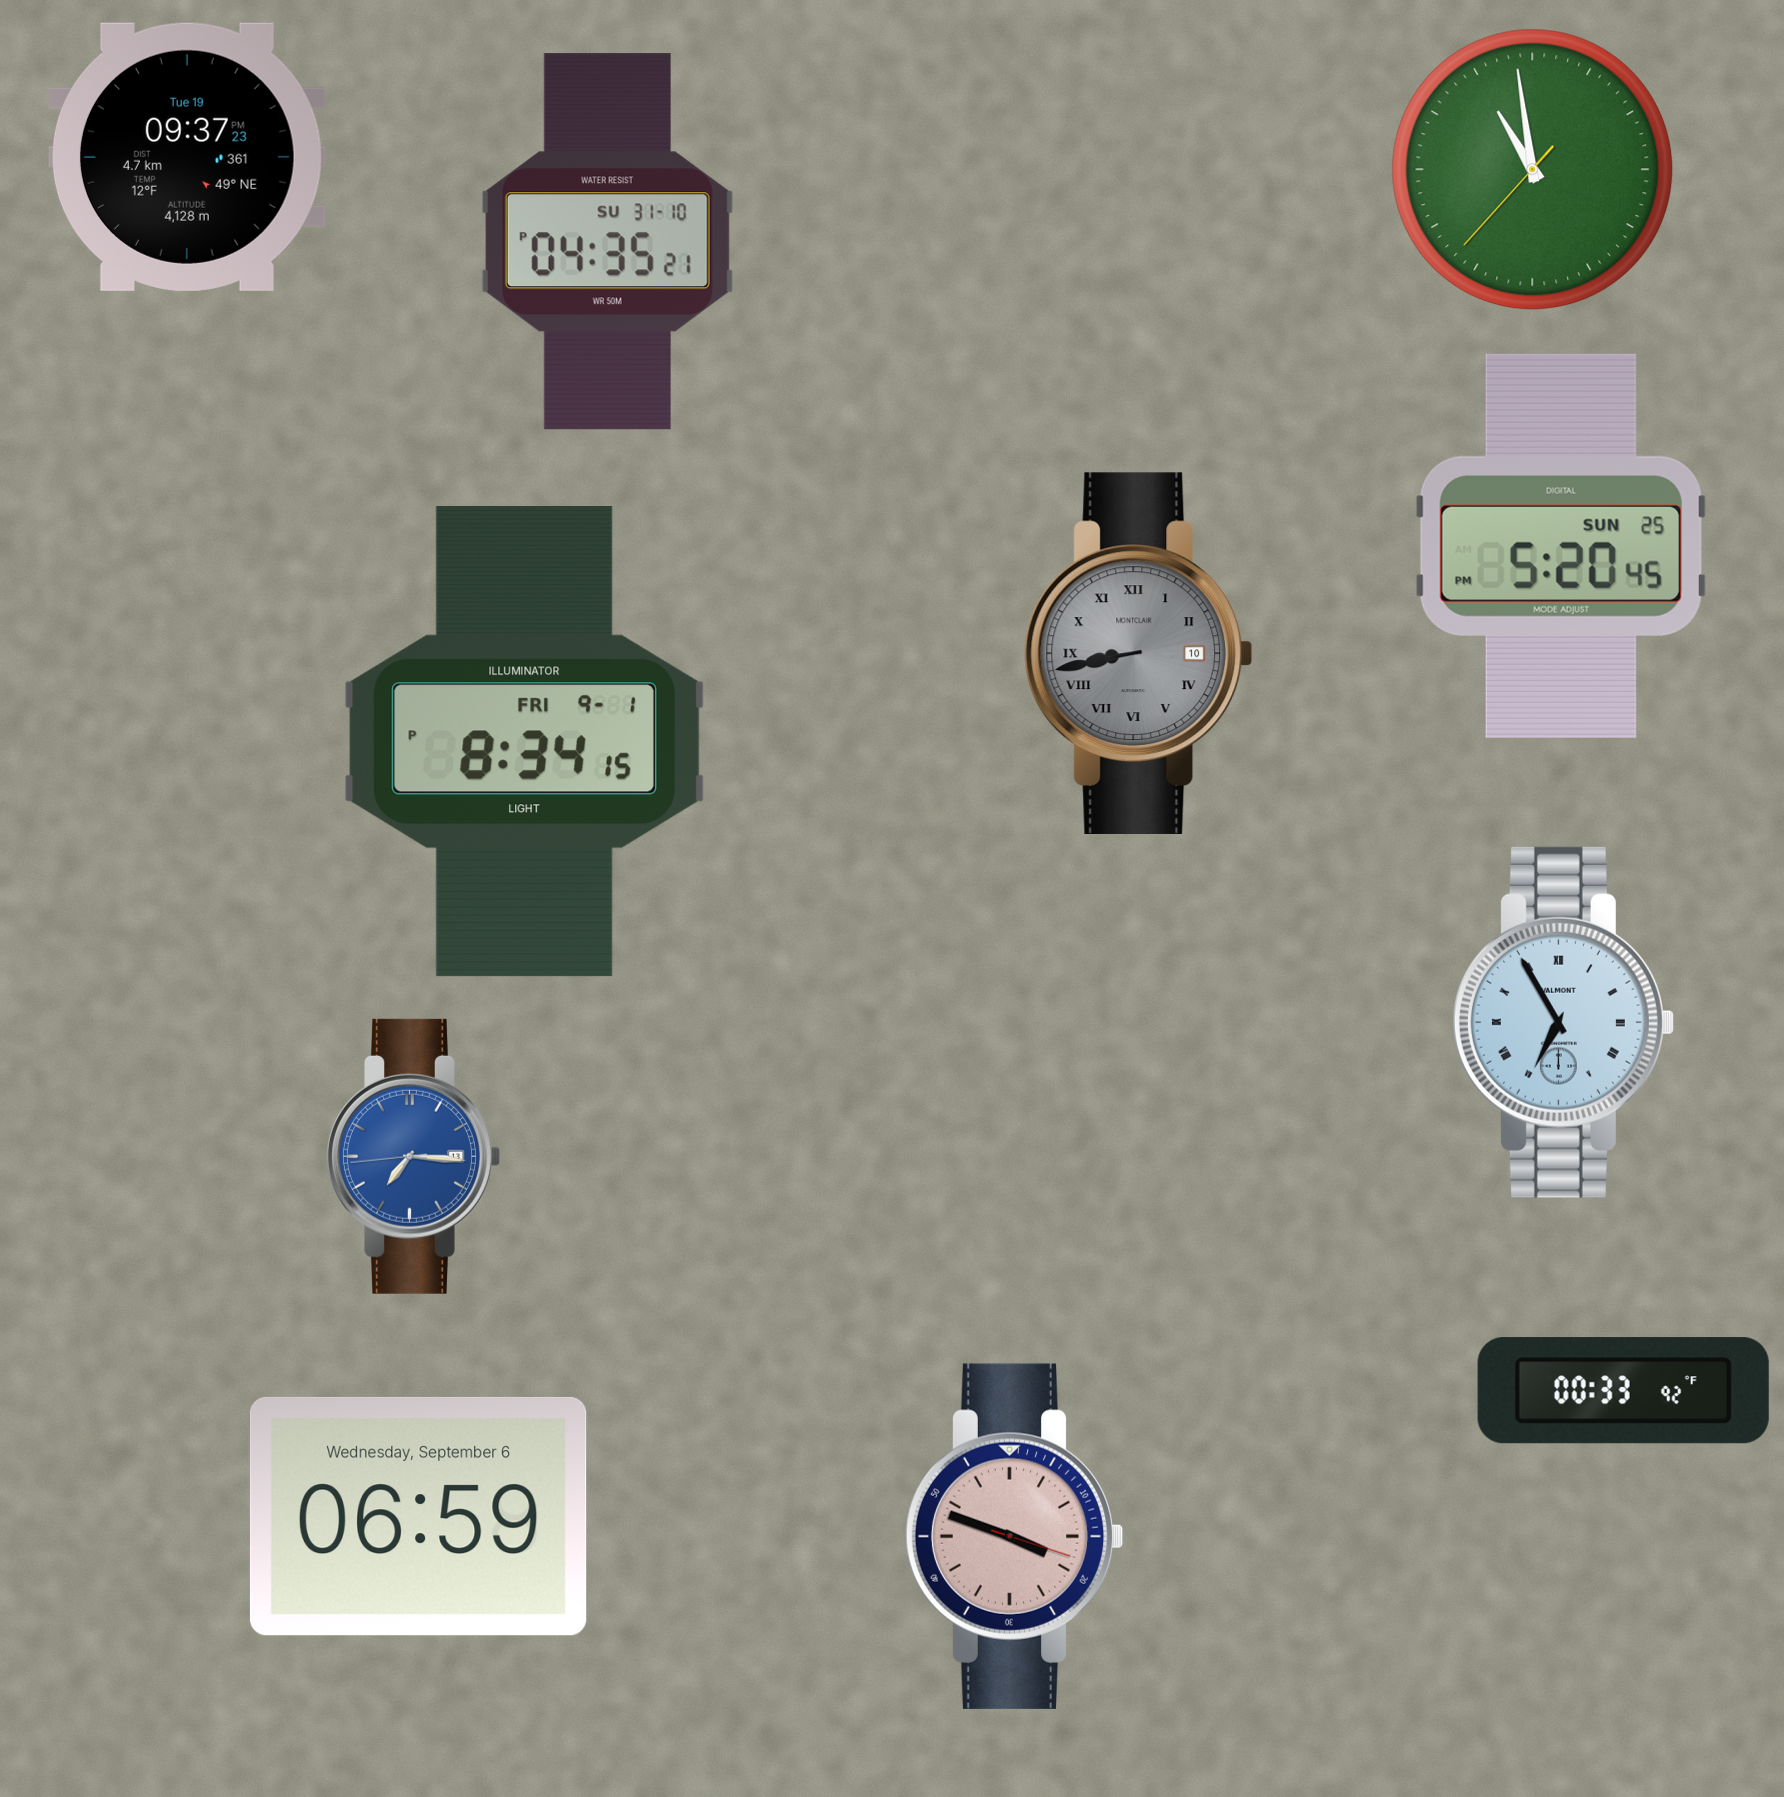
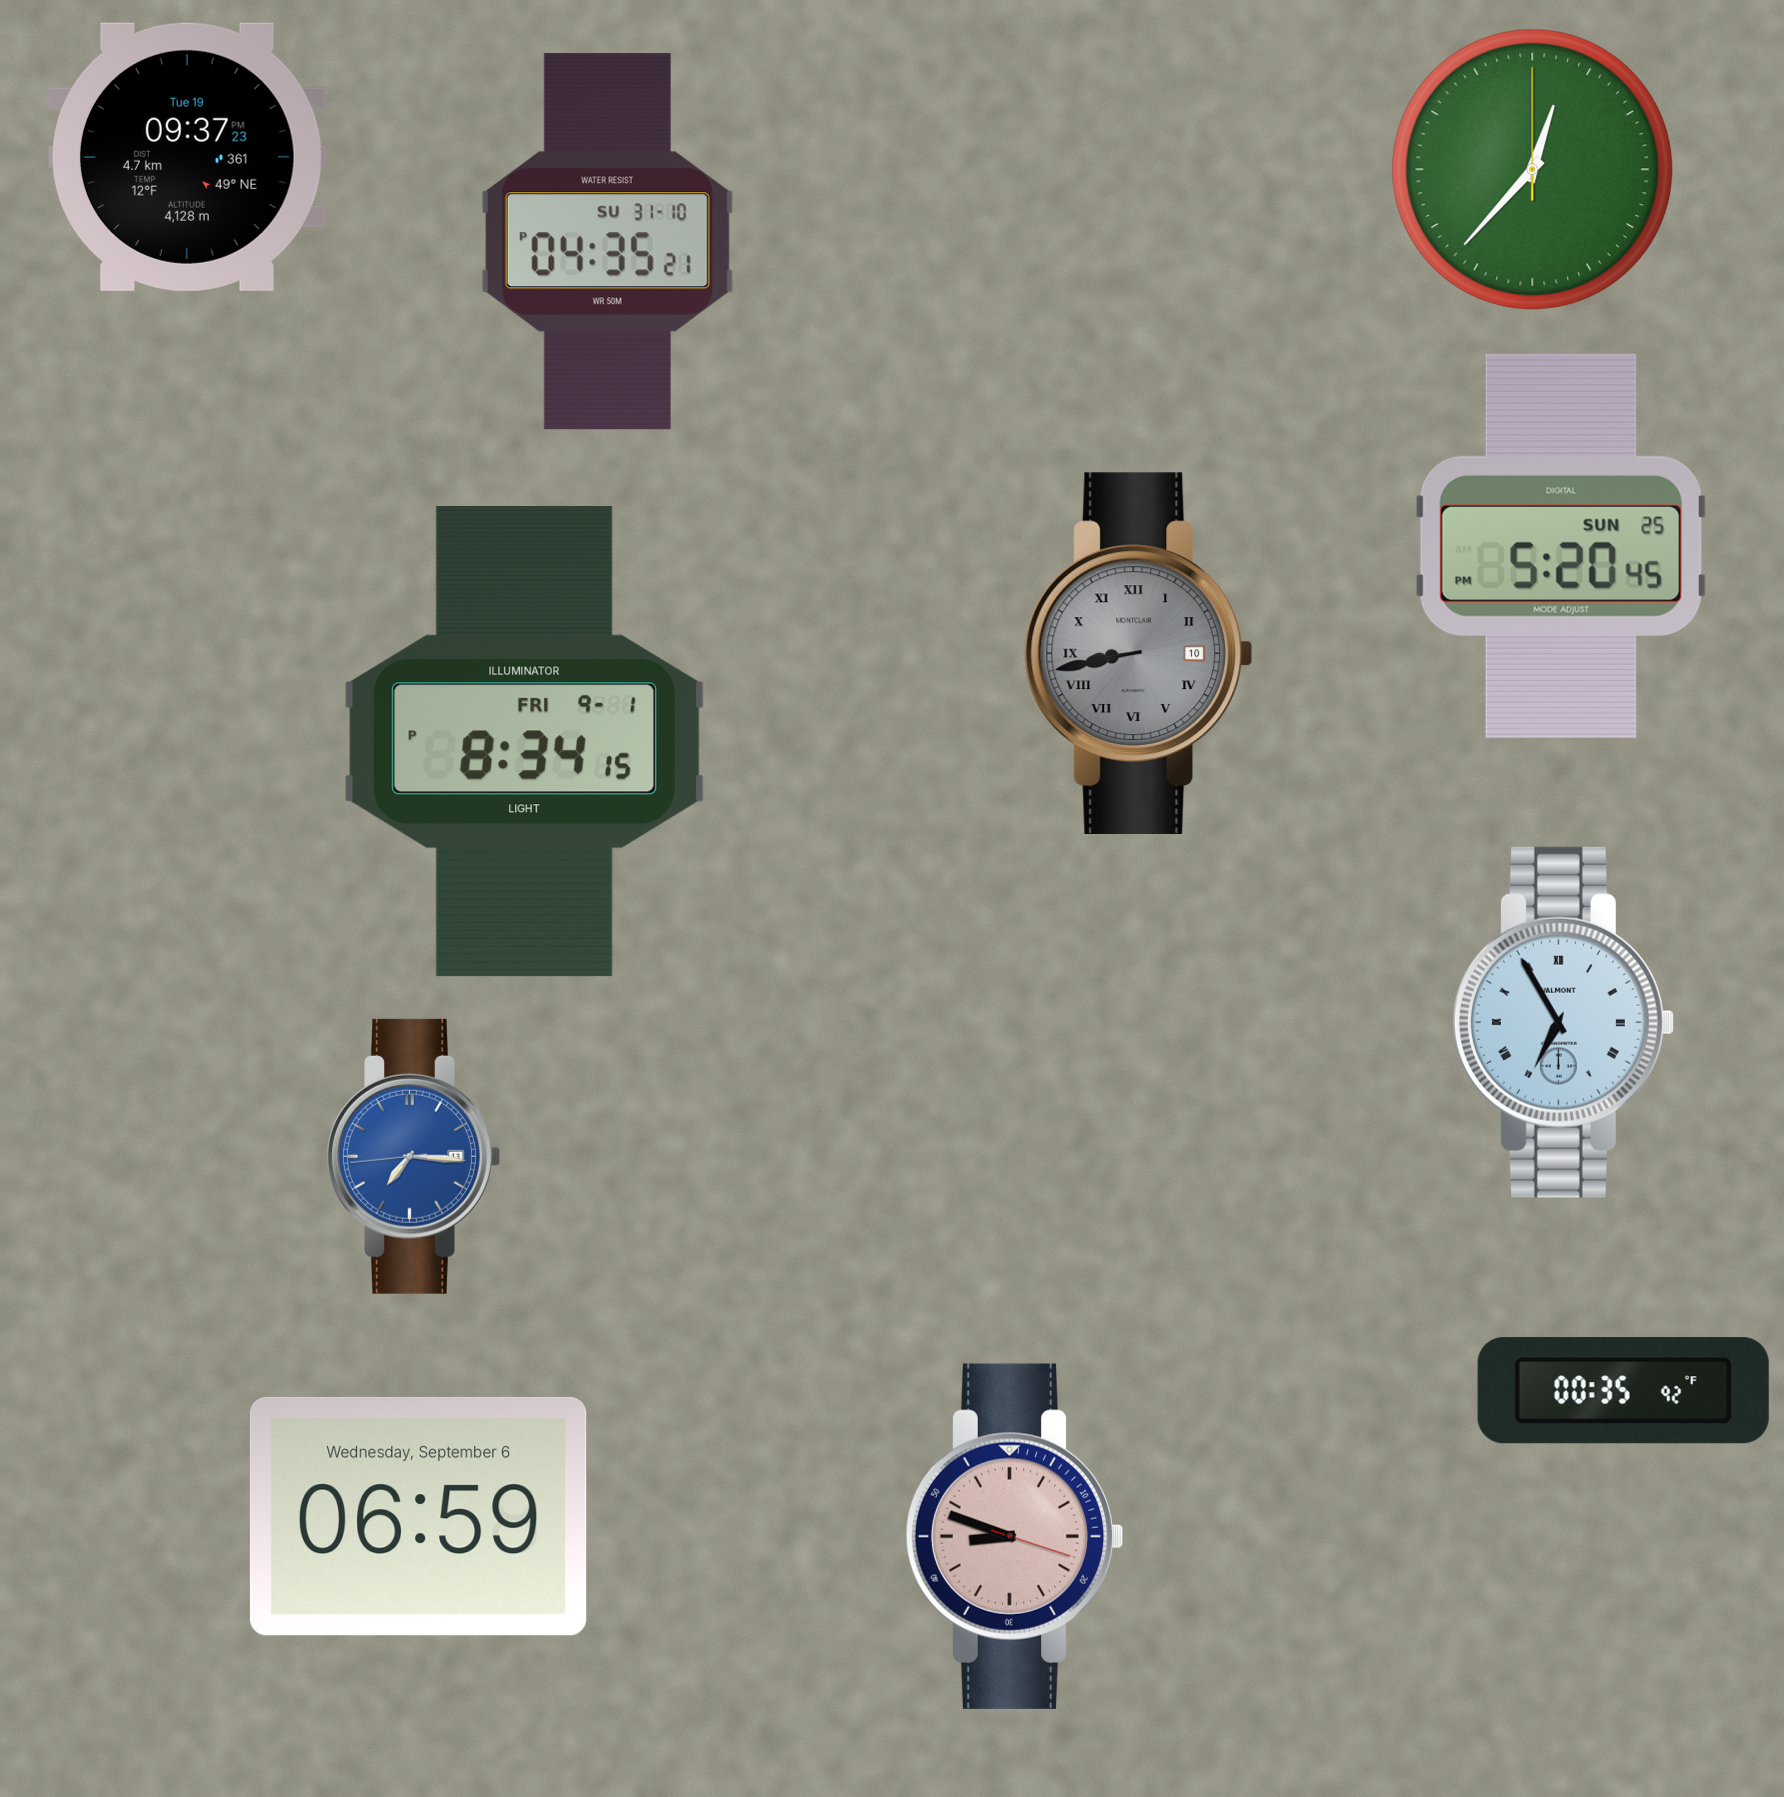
clock at (1533, 170): 10:58 -> 12:37
clock at (1623, 1391): 00:33 -> 00:35
clock at (1014, 1536): 3:48 -> 8:48
